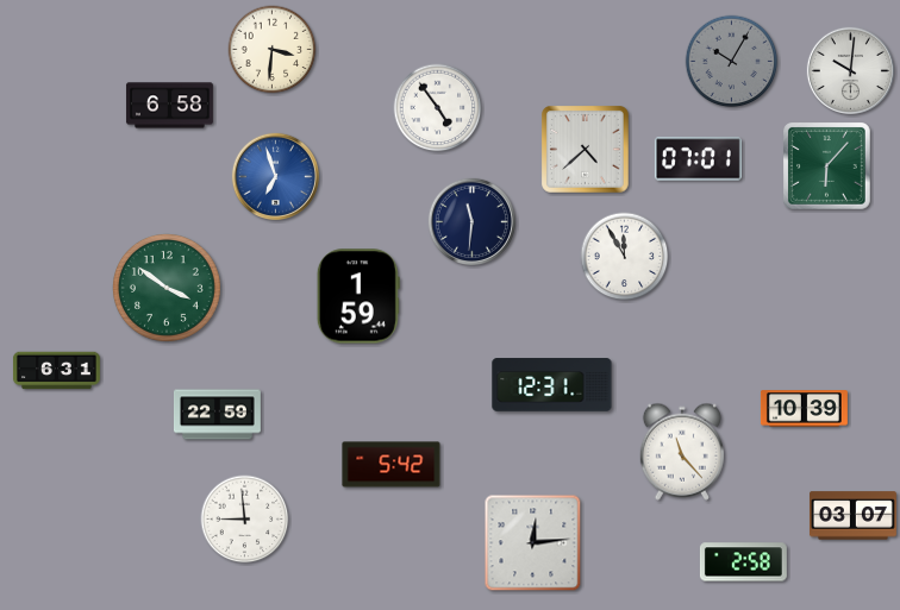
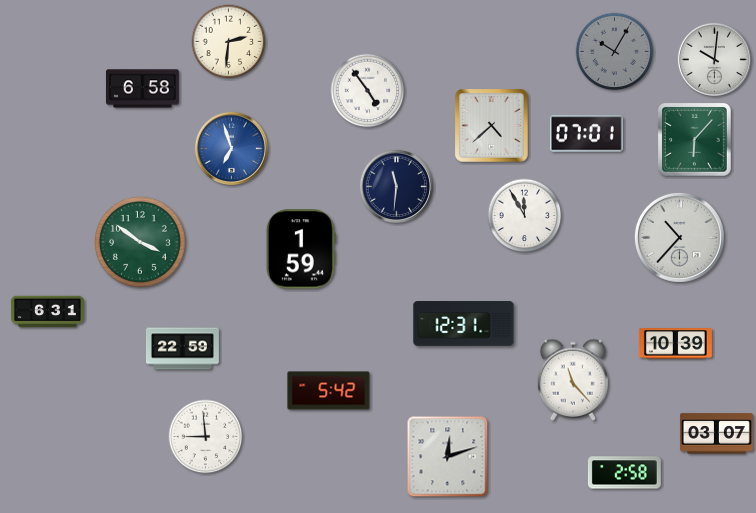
clock at (273, 50): 3:31 -> 2:31
clock at (679, 237): none -> 10:37
clock at (533, 543): 12:14 -> 12:12
